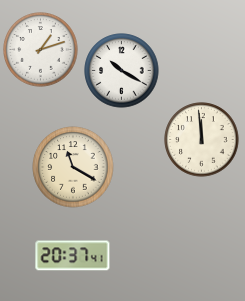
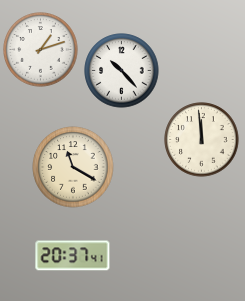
clock at (122, 71): 10:20 -> 10:23
